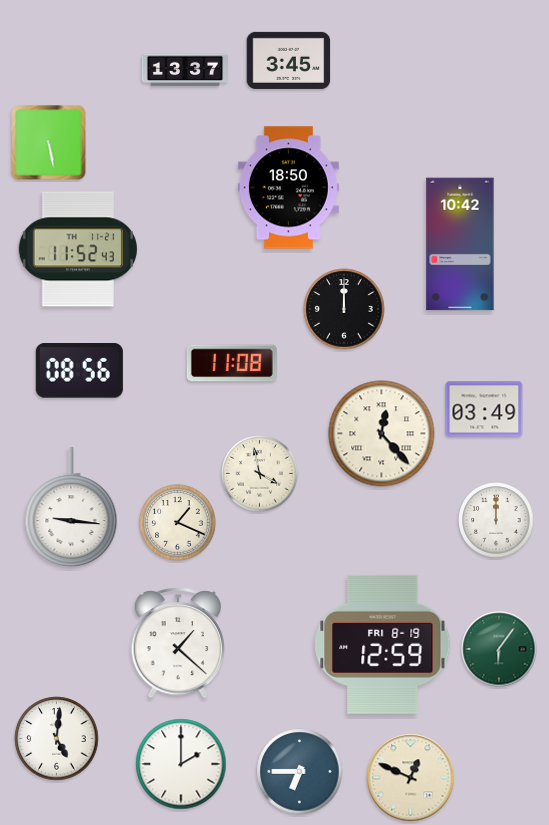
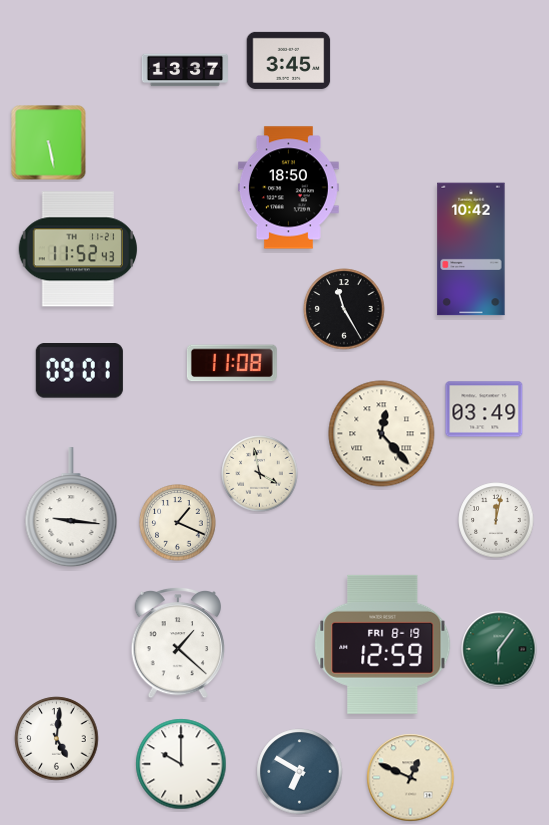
clock at (460, 244) position: (460, 244) -> (471, 249)
clock at (344, 309): 12:00 -> 11:25
clock at (79, 371): 08:56 -> 09:01
clock at (496, 520): 12:00 -> 12:02
clock at (181, 764): 2:00 -> 10:00
clock at (300, 772): 6:45 -> 6:50
